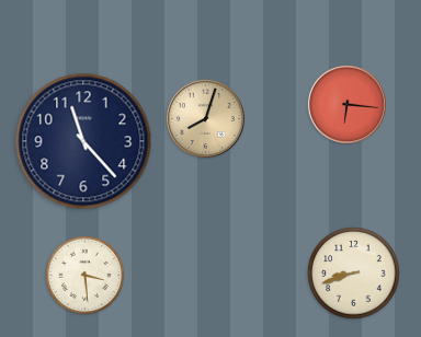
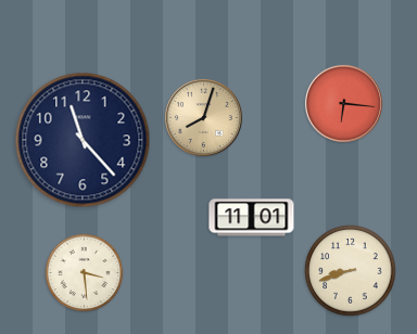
clock at (252, 218): none -> 11:01
